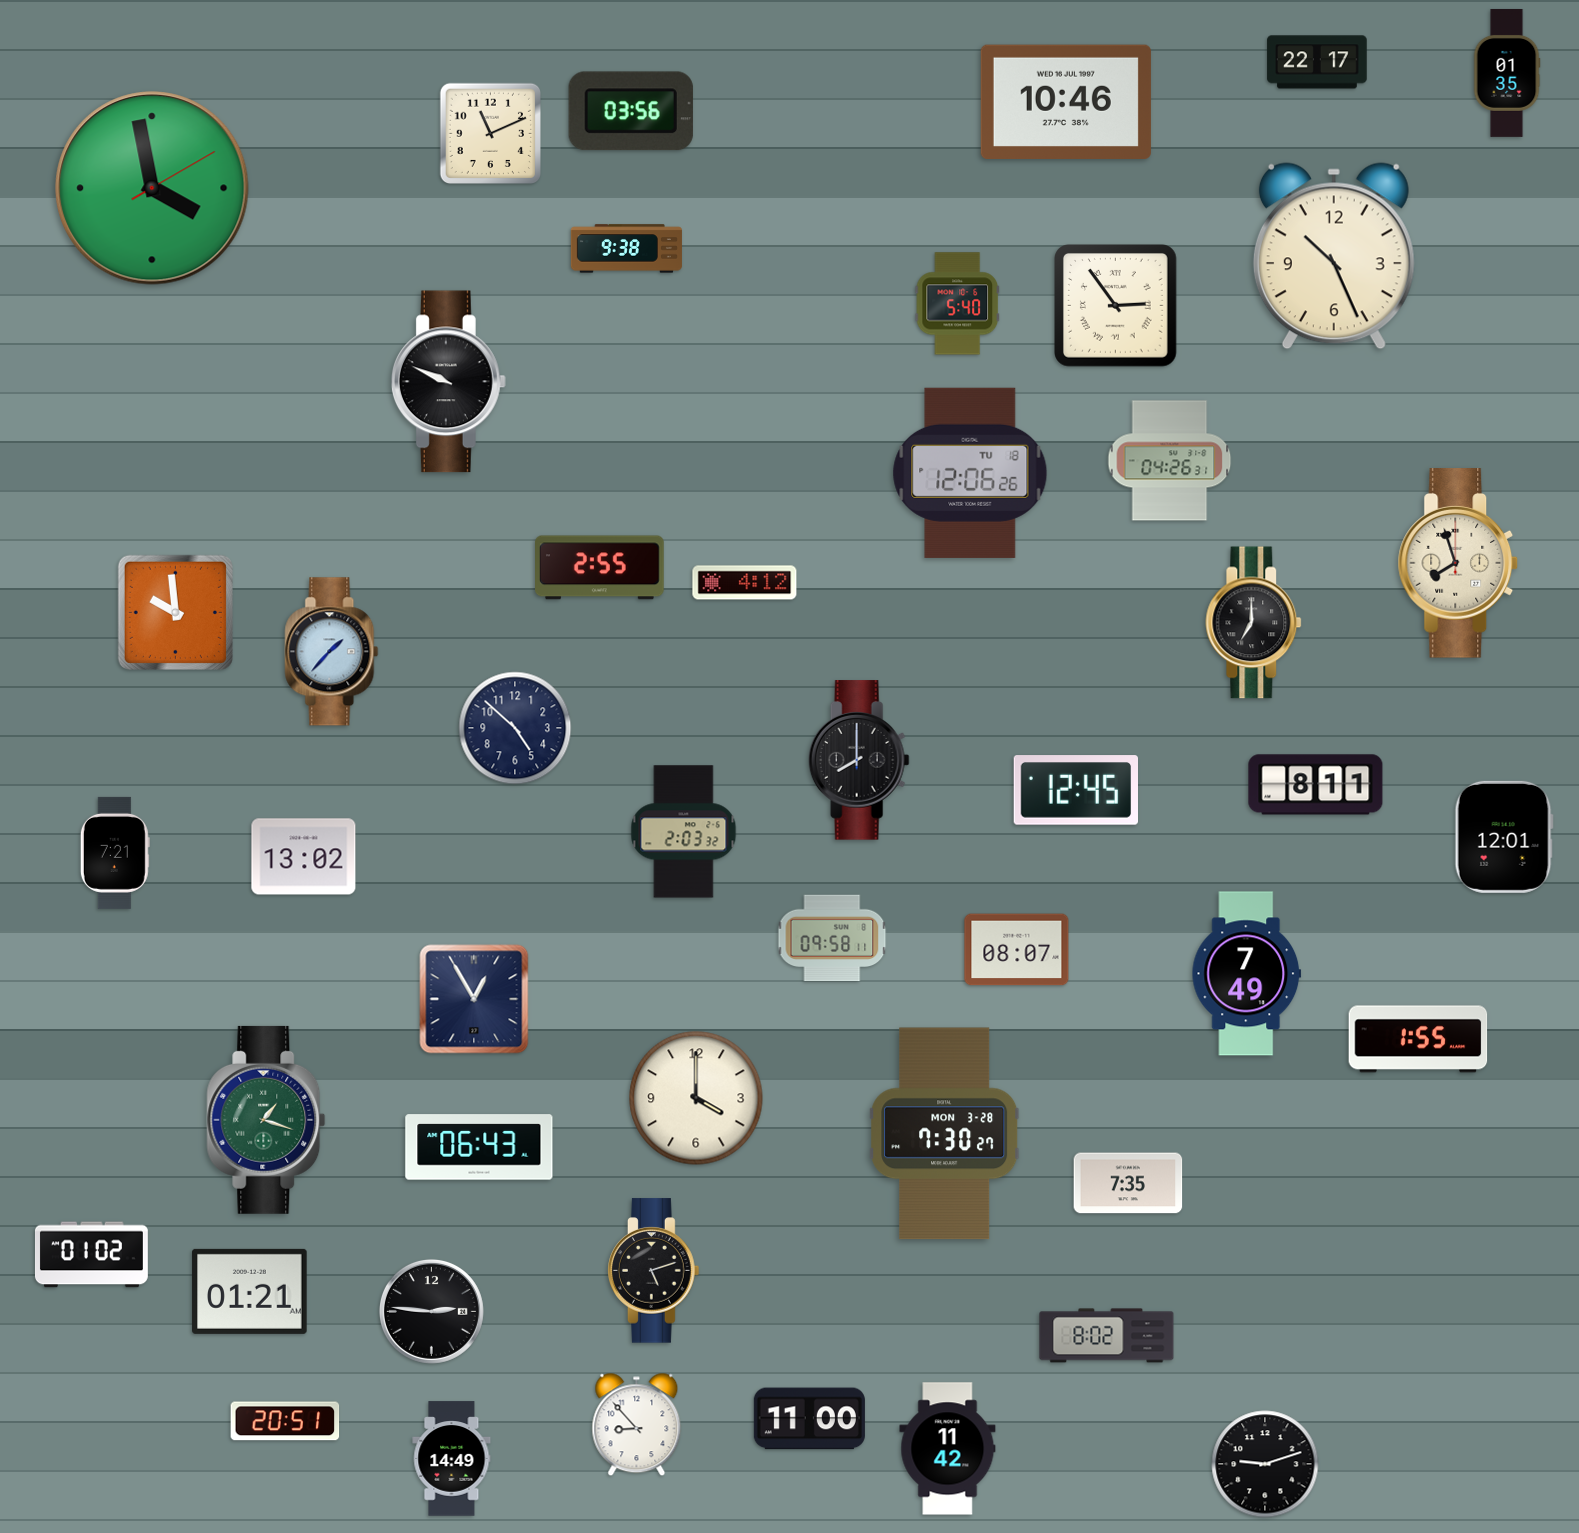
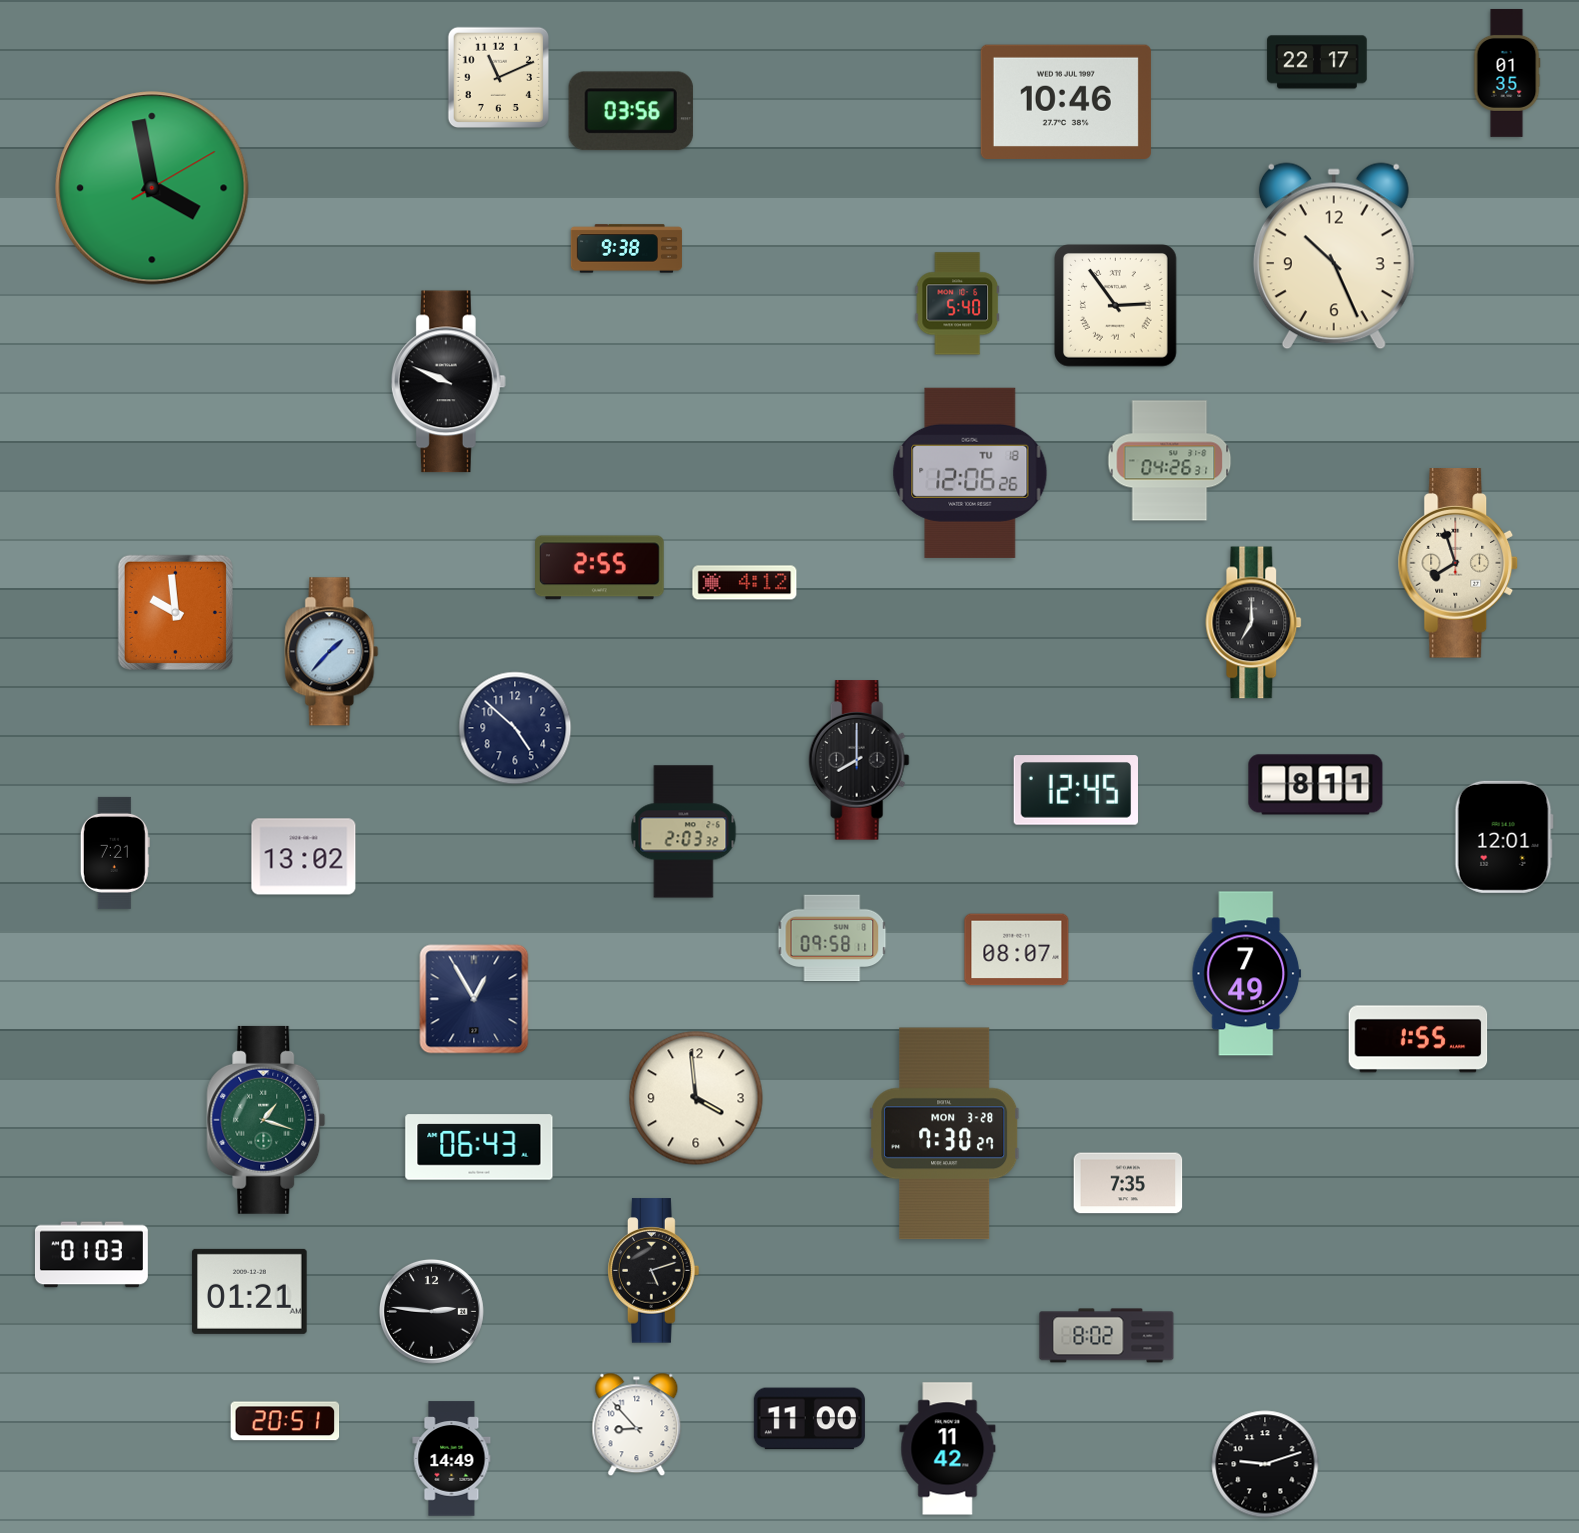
clock at (490, 133) position: (490, 133) -> (498, 77)
clock at (696, 1098): 4:00 -> 3:59
clock at (91, 1255): 01:02 -> 01:03
